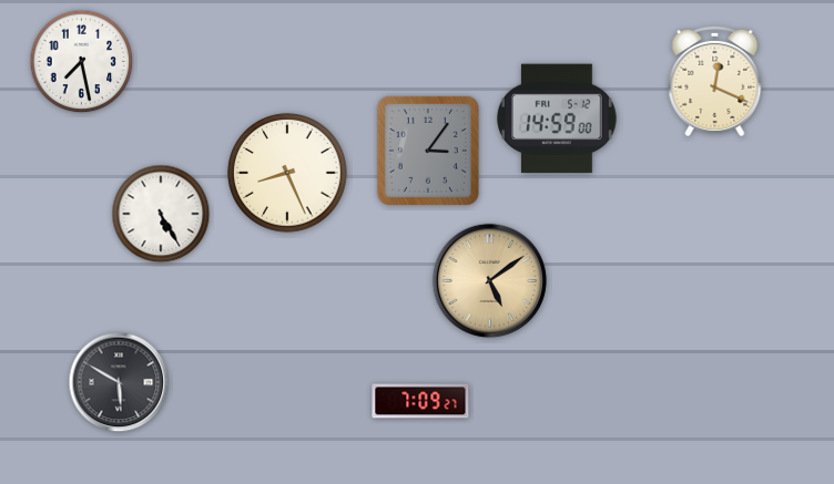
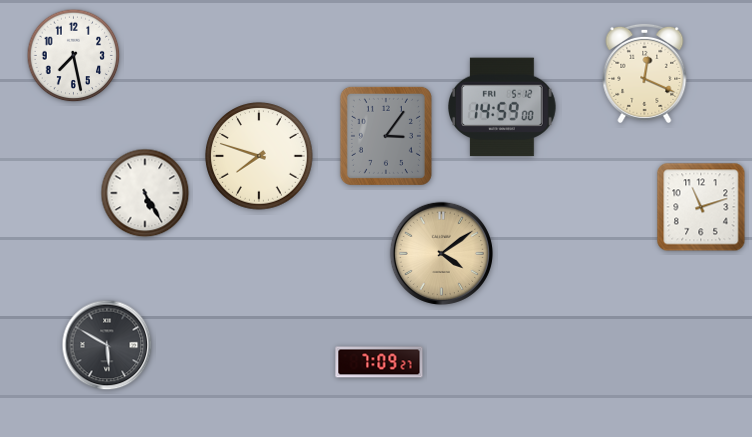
clock at (287, 173): 8:26 -> 7:48
clock at (701, 207): none -> 11:12
clock at (489, 280): 5:09 -> 4:09
